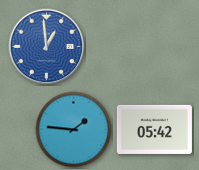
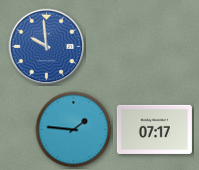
clock at (47, 47): 12:59 -> 9:59
clock at (154, 129): 05:42 -> 07:17
